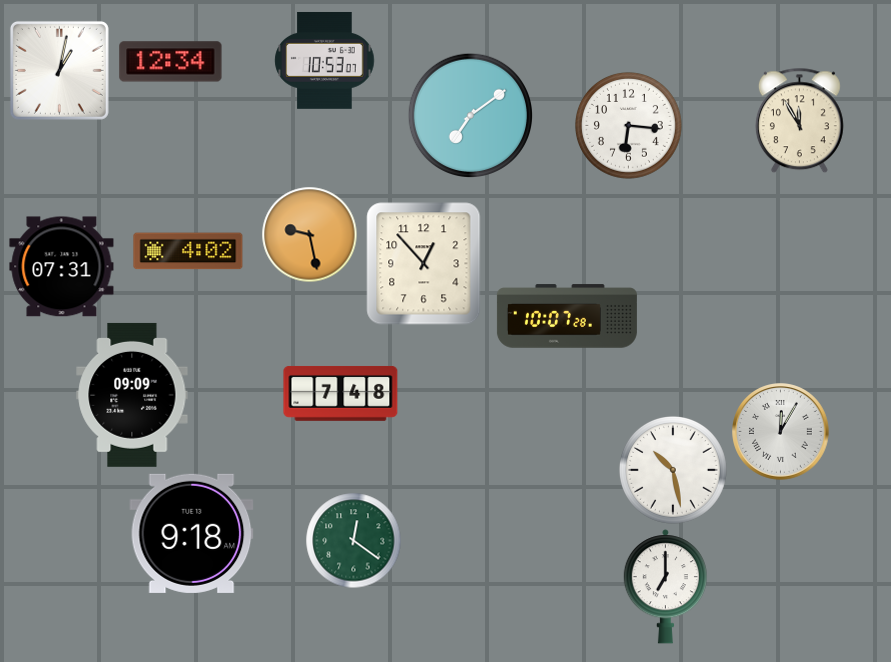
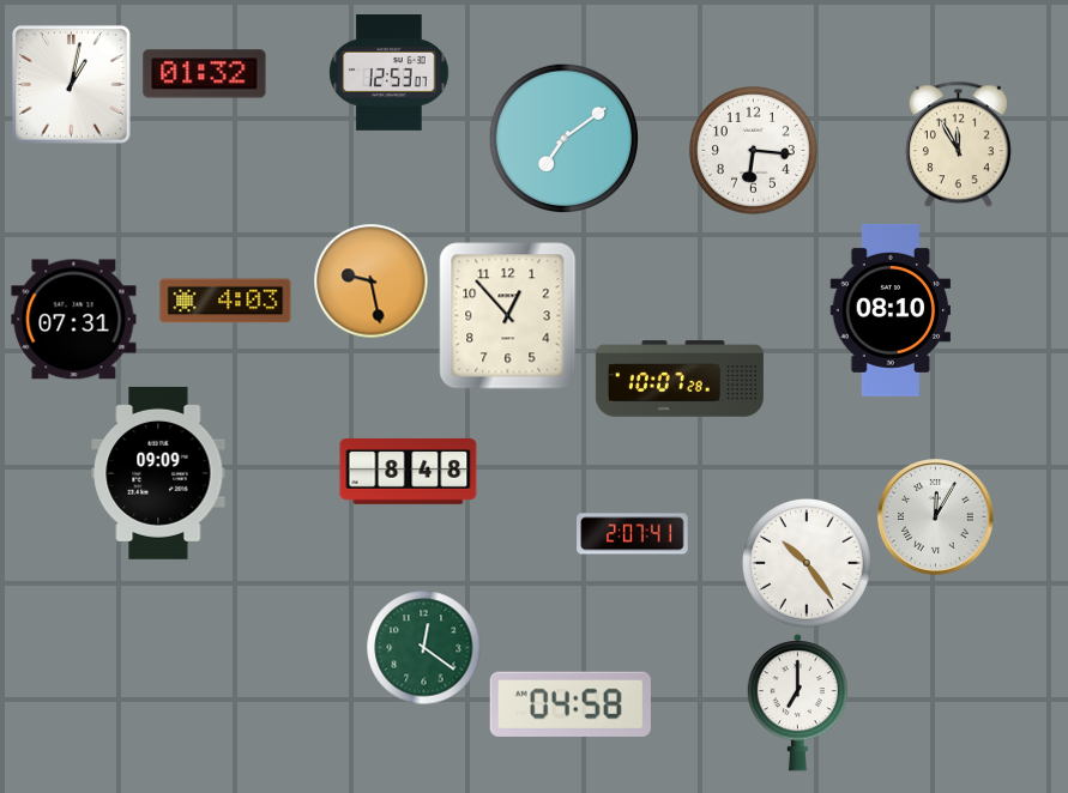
clock at (325, 60): 10:53 -> 12:53
clock at (171, 62): 12:34 -> 01:32
clock at (188, 251): 4:02 -> 4:03
clock at (891, 310): none -> 08:10
clock at (341, 393): 7:48 -> 8:48
clock at (633, 534): none -> 2:07
clock at (673, 470): 10:28 -> 10:24
clock at (192, 533): 9:18 -> none
clock at (571, 704): none -> 04:58
